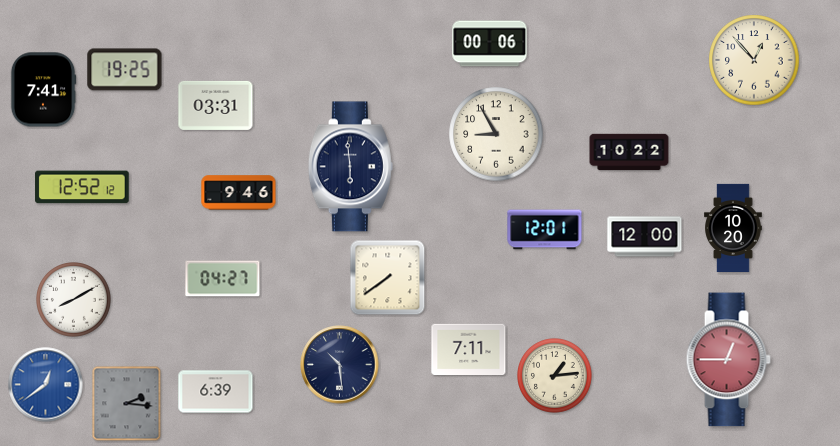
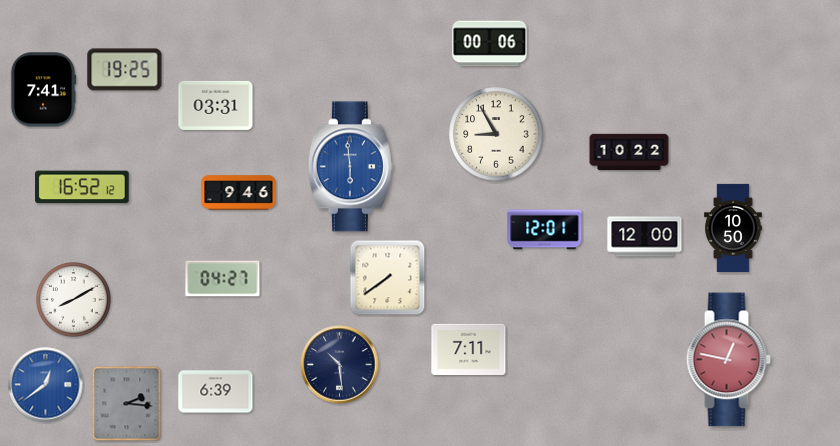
clock at (754, 60): 12:53 -> none
clock at (350, 167) dial: navy -> blue
clock at (82, 187): 12:52 -> 16:52
clock at (734, 227): 10:20 -> 10:50
clock at (728, 360): 12:45 -> 12:47
clock at (555, 376): 1:14 -> none
